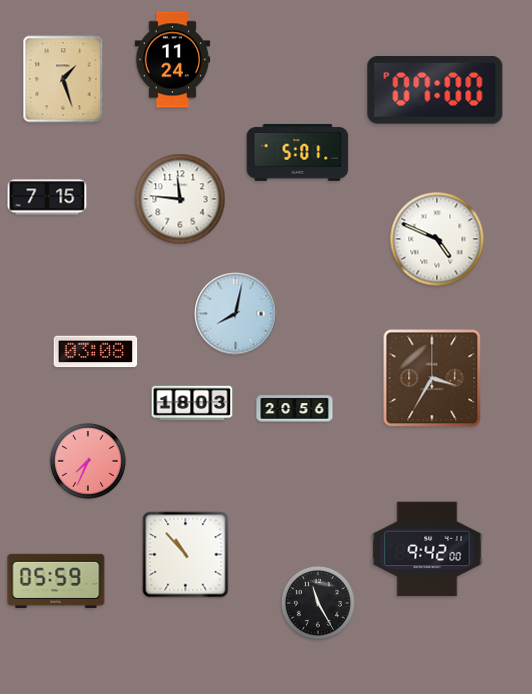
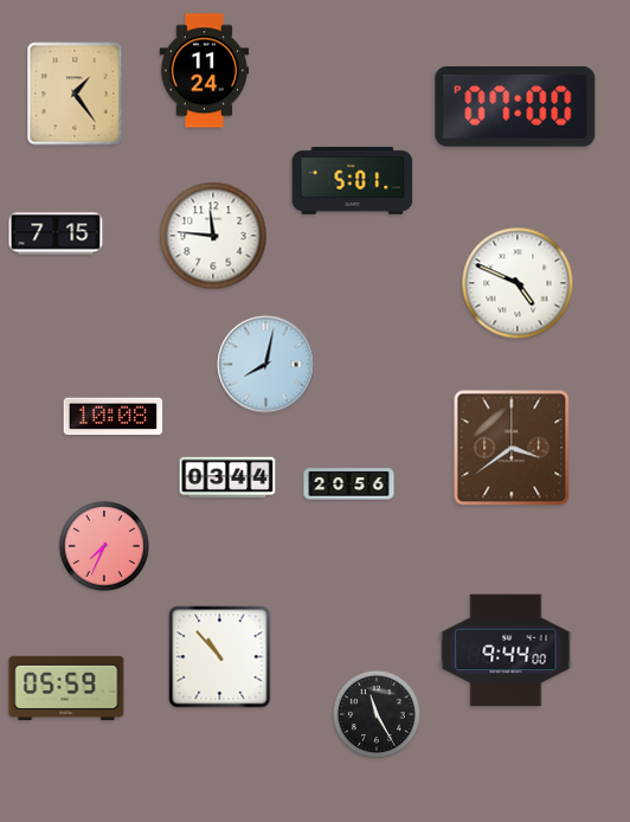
clock at (63, 79): 1:27 -> 1:24
clock at (236, 314) position: (236, 314) -> (266, 365)
clock at (96, 352): 03:08 -> 10:08
clock at (432, 378): 3:35 -> 3:39
clock at (192, 403): 18:03 -> 03:44
clock at (427, 549): 9:42 -> 9:44
